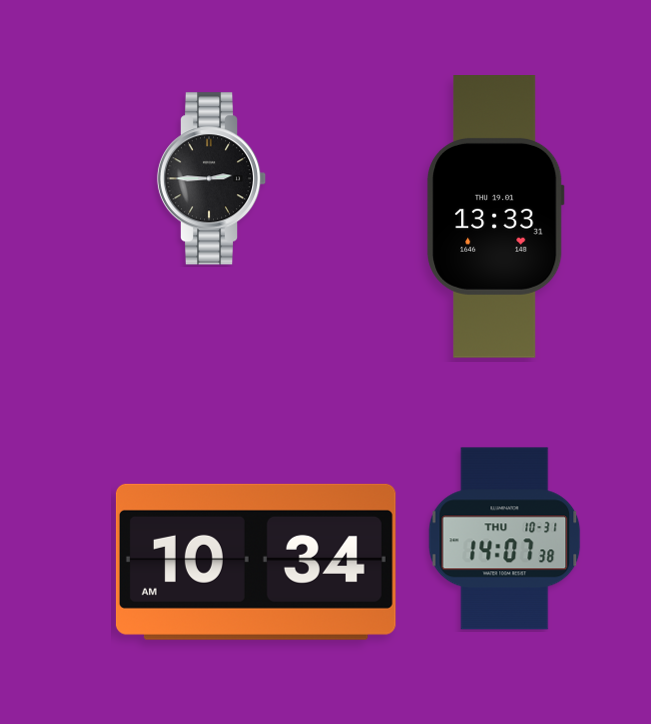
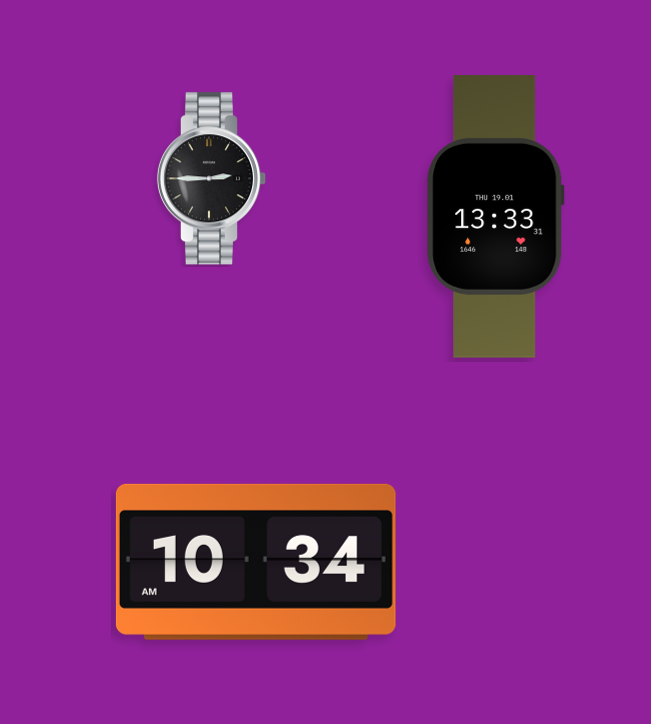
clock at (505, 539): 14:07 -> none
